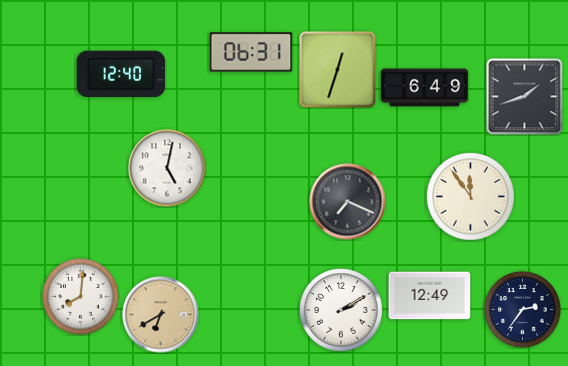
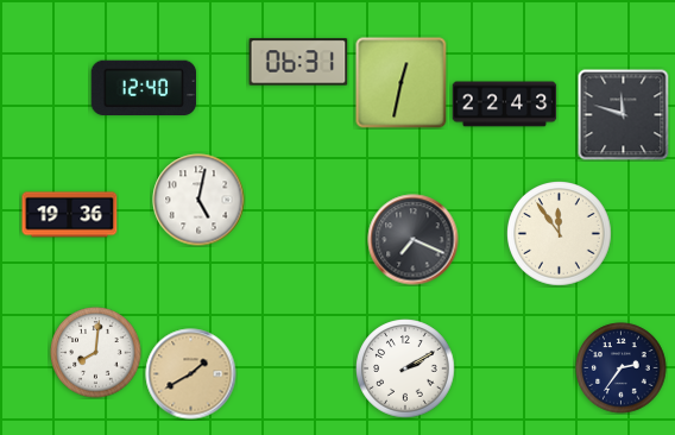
clock at (338, 70): 12:33 -> 12:32
clock at (425, 88): 6:49 -> 22:43
clock at (525, 97): 1:42 -> 11:48
clock at (70, 215): none -> 19:36
clock at (430, 296): 12:49 -> none
clock at (161, 315): 6:40 -> 1:40
